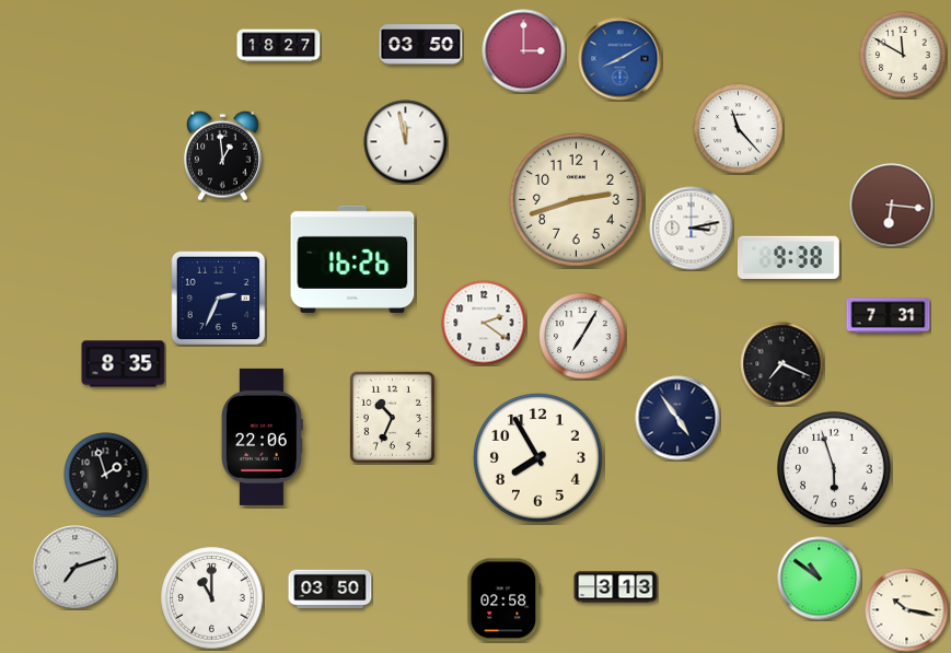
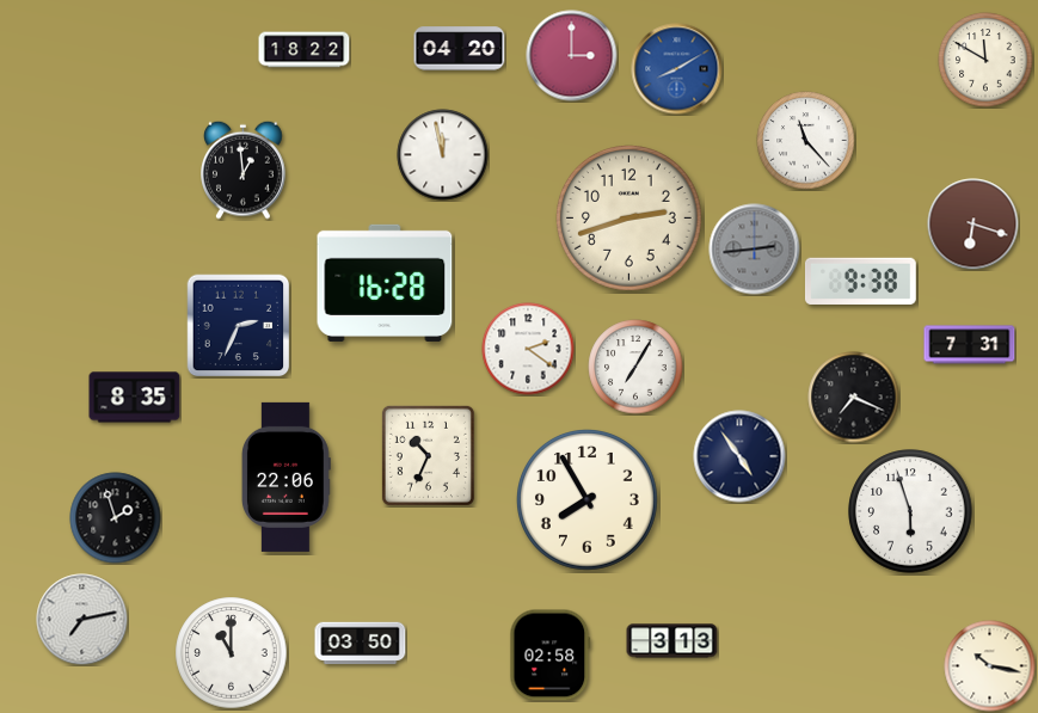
clock at (421, 45): 03:50 -> 04:20
clock at (279, 46): 18:27 -> 18:22
clock at (621, 59) position: (621, 59) -> (677, 69)
clock at (892, 206): 6:16 -> 6:18
clock at (692, 229): 3:13 -> 2:44
clock at (692, 229) dial: white -> grey
clock at (352, 259): 16:26 -> 16:28
clock at (484, 323) position: (484, 323) -> (528, 349)
clock at (76, 568): 7:12 -> 7:13
clock at (820, 579): 10:51 -> none
